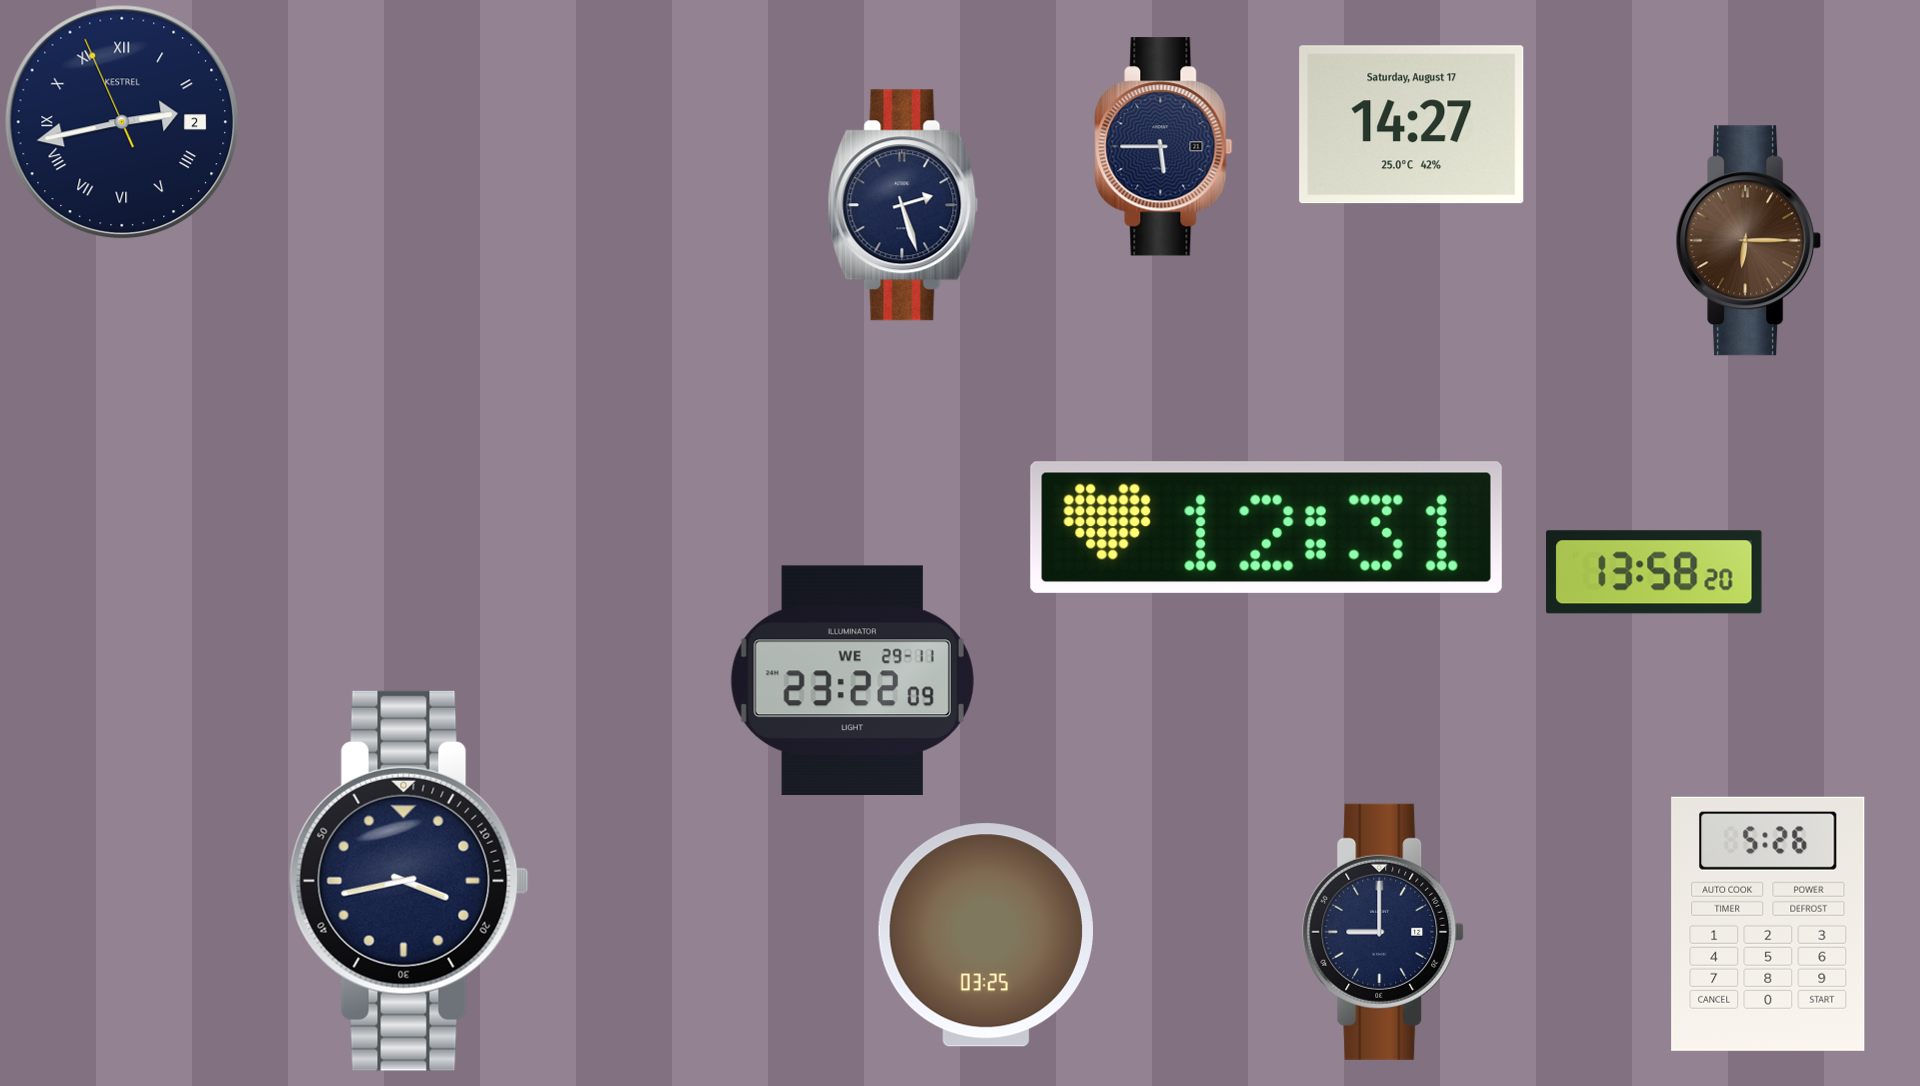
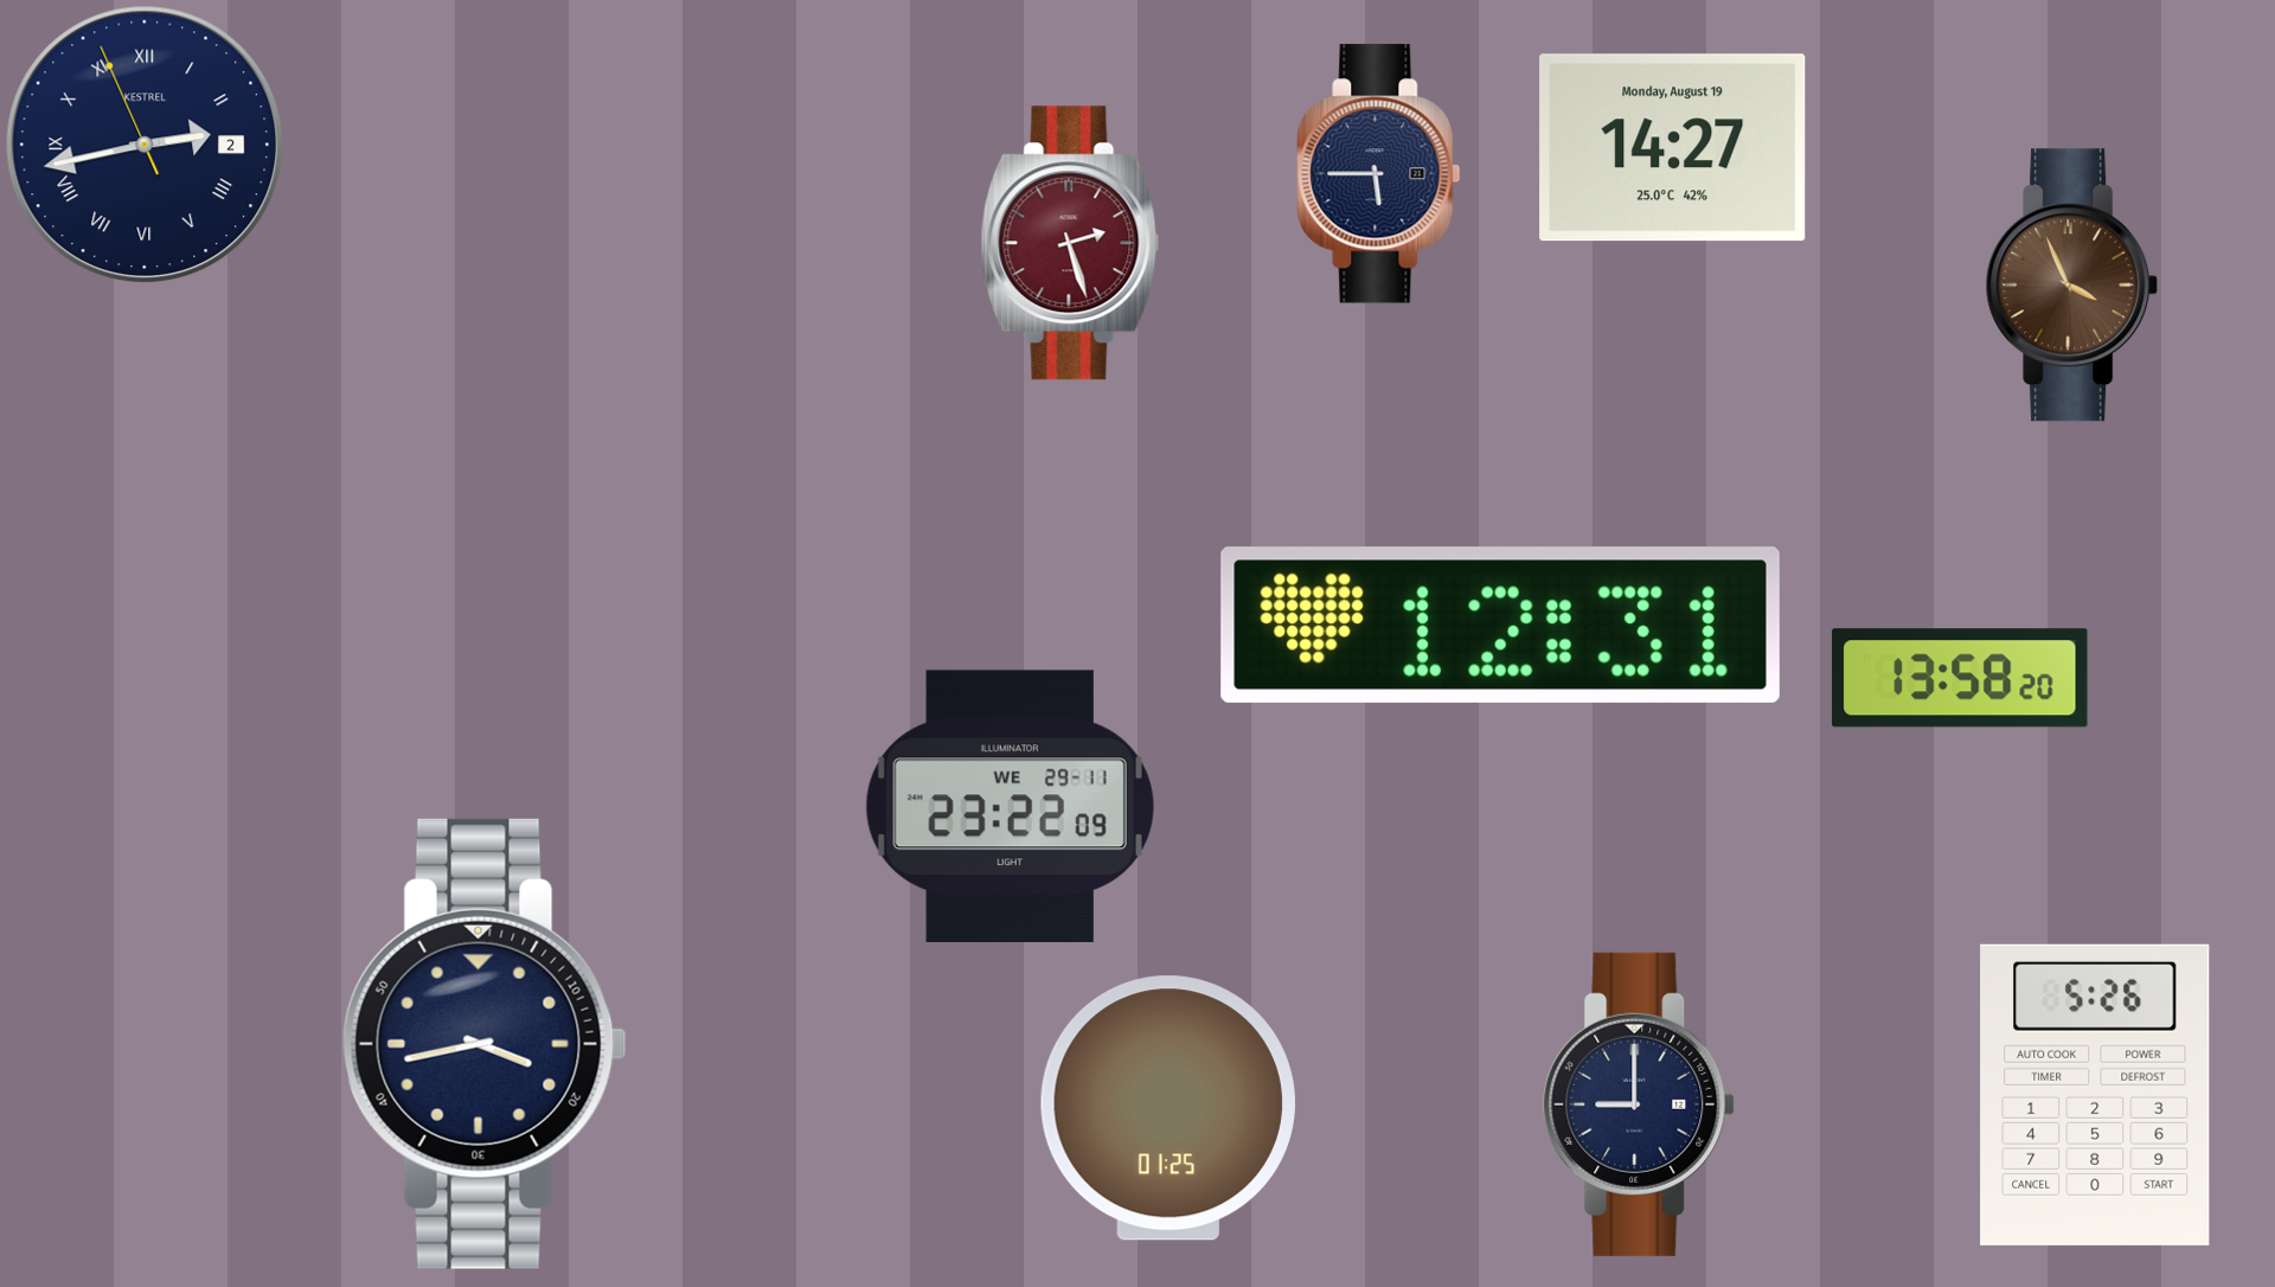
clock at (1412, 125) date: Saturday, August 17 -> Monday, August 19
clock at (903, 205) dial: navy -> burgundy
clock at (1749, 241): 6:15 -> 3:56
clock at (986, 935): 03:25 -> 01:25
